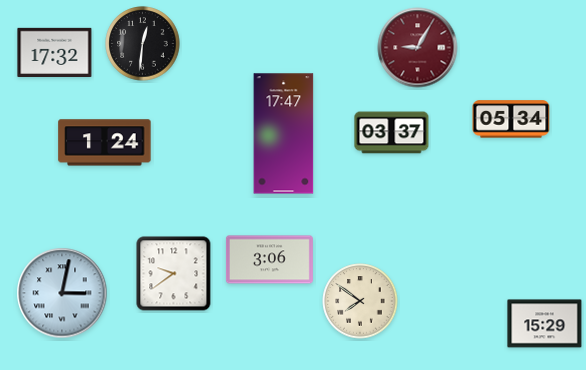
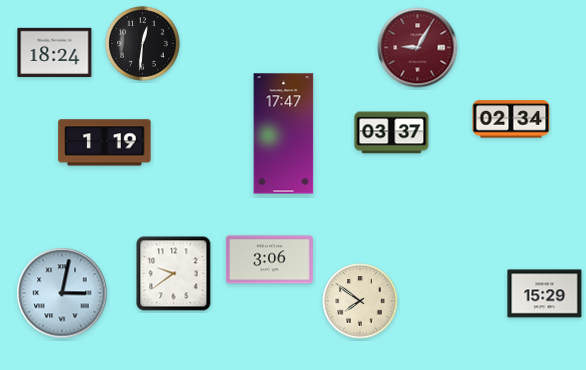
clock at (55, 52): 17:32 -> 18:24
clock at (511, 119): 05:34 -> 02:34
clock at (105, 143): 1:24 -> 1:19
clock at (545, 324) position: (545, 324) -> (545, 294)
